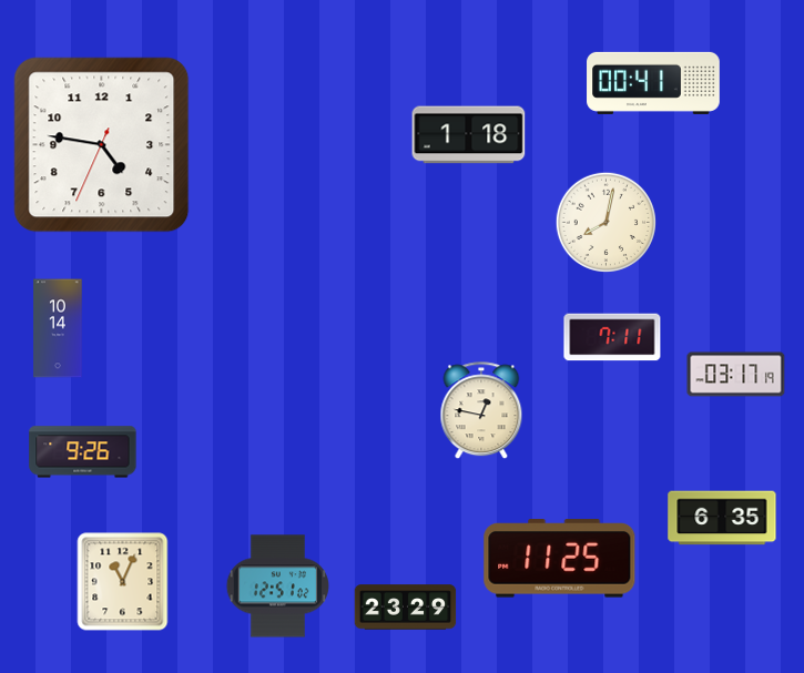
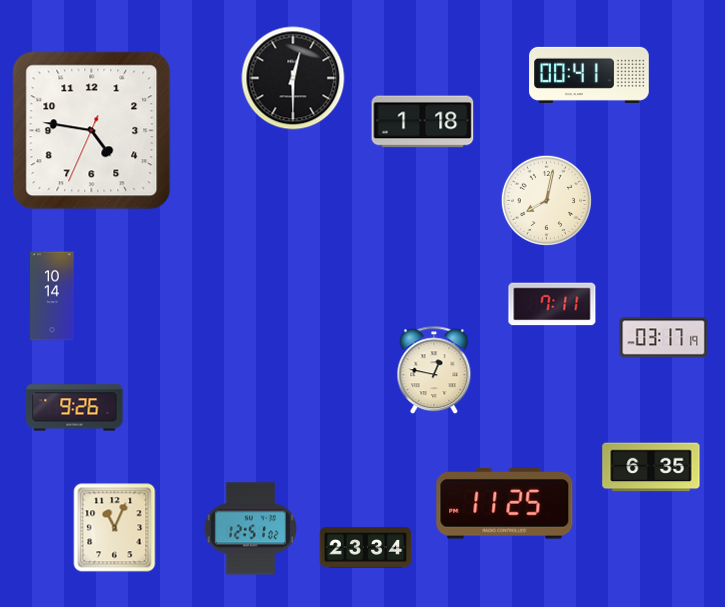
clock at (293, 78): none -> 12:30
clock at (123, 582) position: (123, 582) -> (115, 528)
clock at (406, 608): 23:29 -> 23:34
